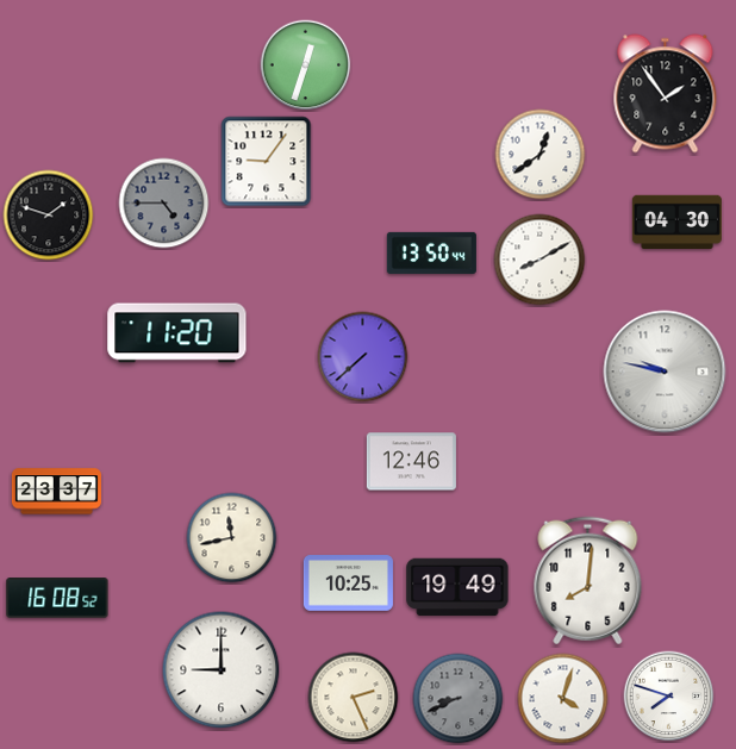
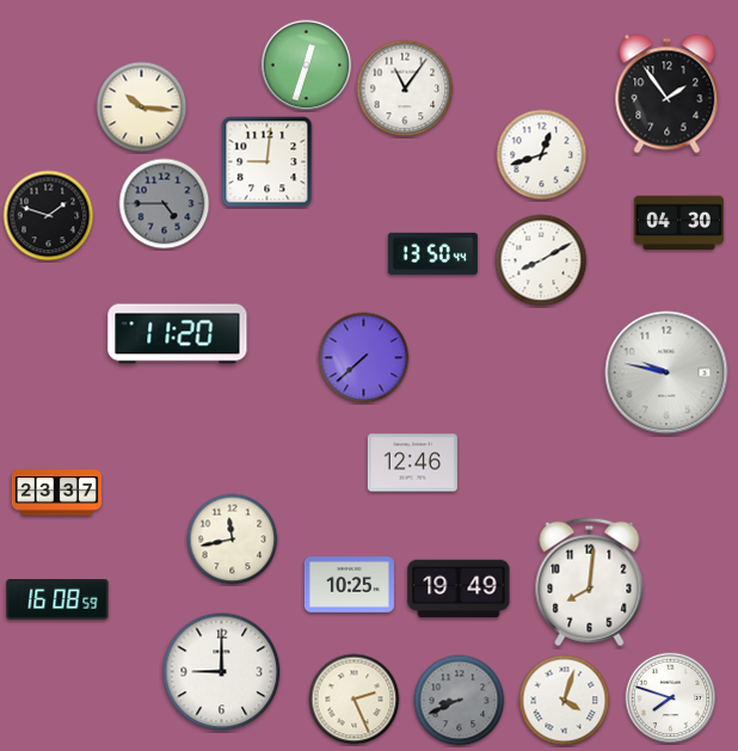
clock at (405, 88): none -> 11:06
clock at (142, 107): none -> 10:16
clock at (541, 155): 12:39 -> 12:42
clock at (267, 162): 9:06 -> 9:01
clock at (57, 598): 16:08:52 -> 16:08:59
